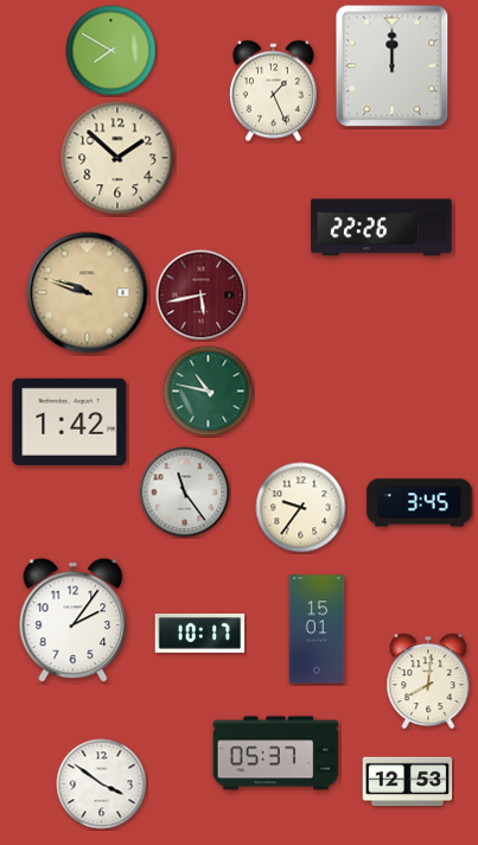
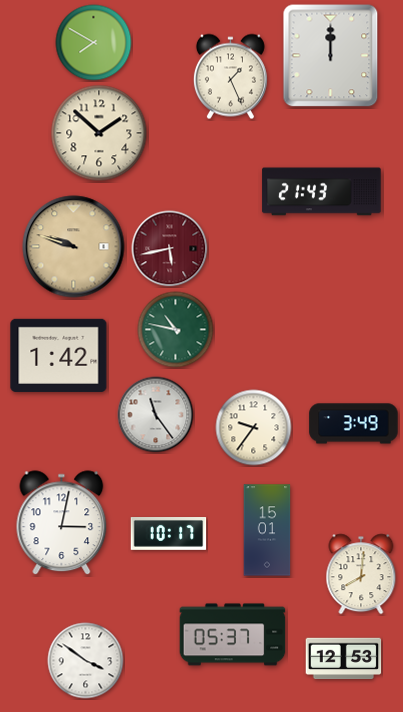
clock at (382, 228): 22:26 -> 21:43
clock at (420, 503): 3:45 -> 3:49
clock at (74, 621): 2:06 -> 3:02
